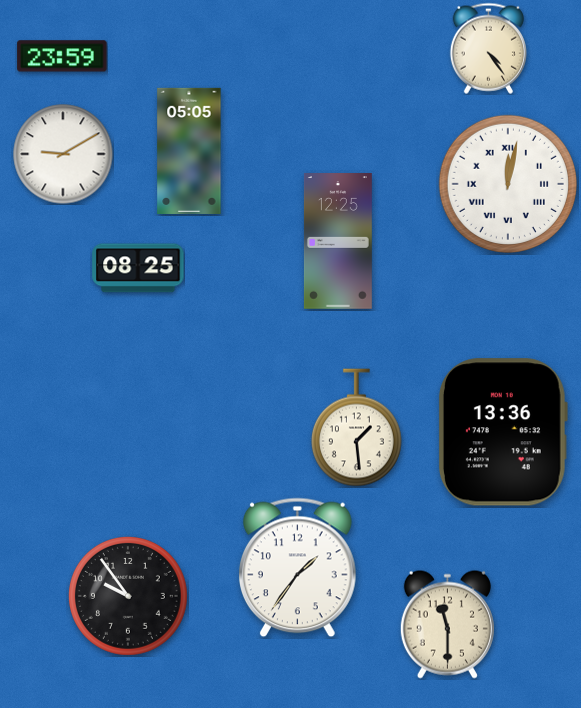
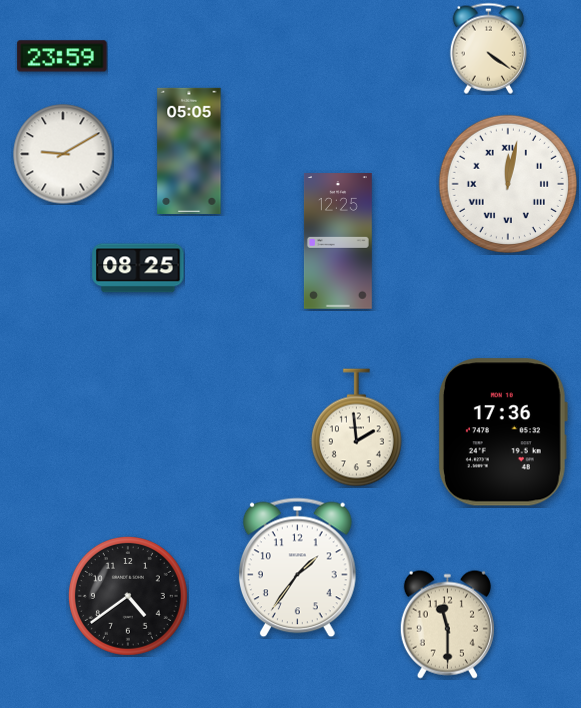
clock at (488, 48): 4:24 -> 4:21
clock at (356, 428): 1:29 -> 1:59
clock at (503, 432): 13:36 -> 17:36
clock at (128, 596): 9:54 -> 4:39
